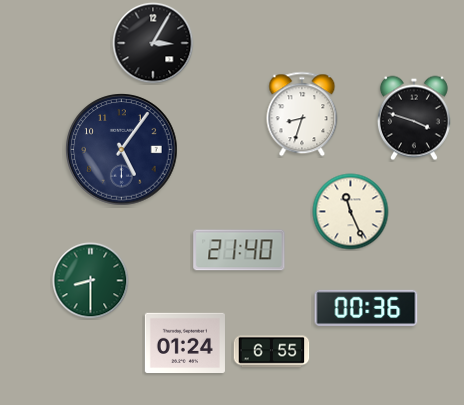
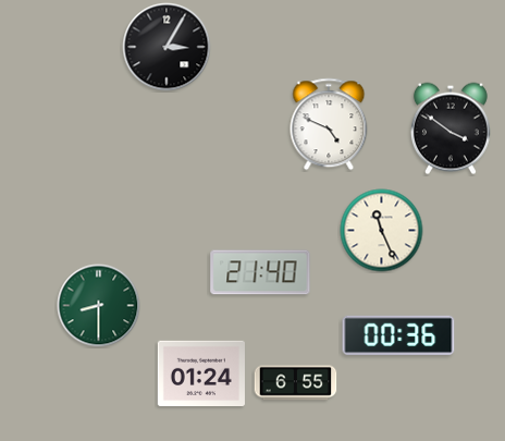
clock at (302, 114): 8:33 -> 4:49
clock at (414, 118): 3:48 -> 3:51
clock at (122, 150): 5:06 -> none
